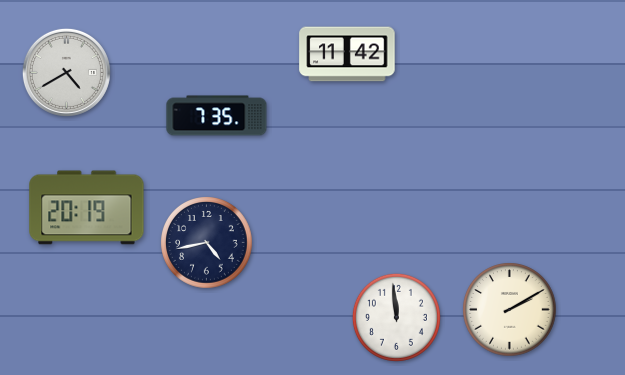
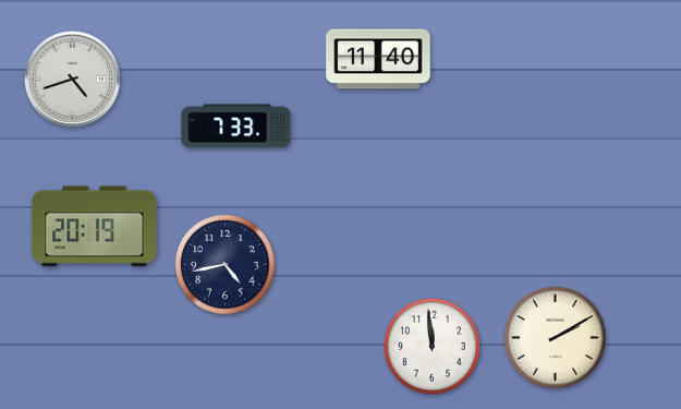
clock at (347, 54): 11:42 -> 11:40
clock at (66, 72): 4:40 -> 4:42
clock at (217, 116): 7:35 -> 7:33
